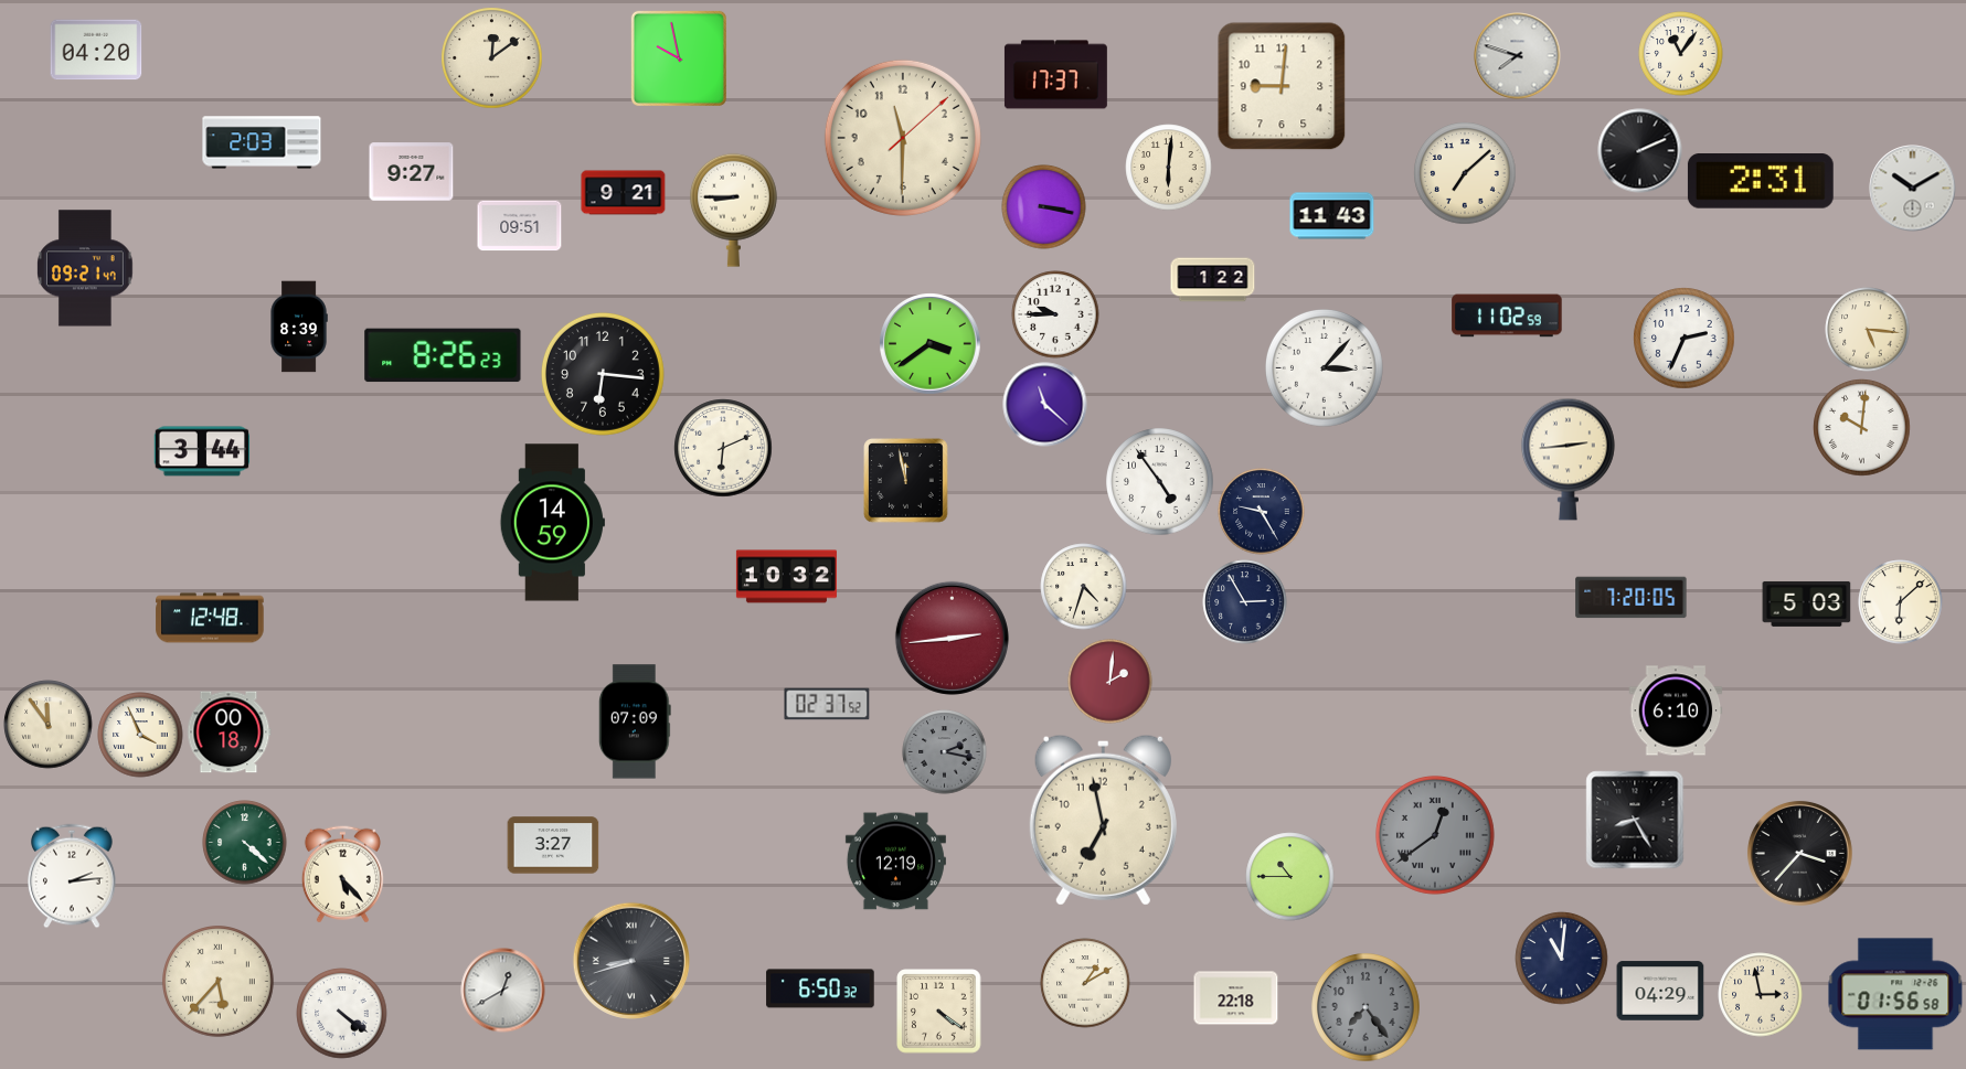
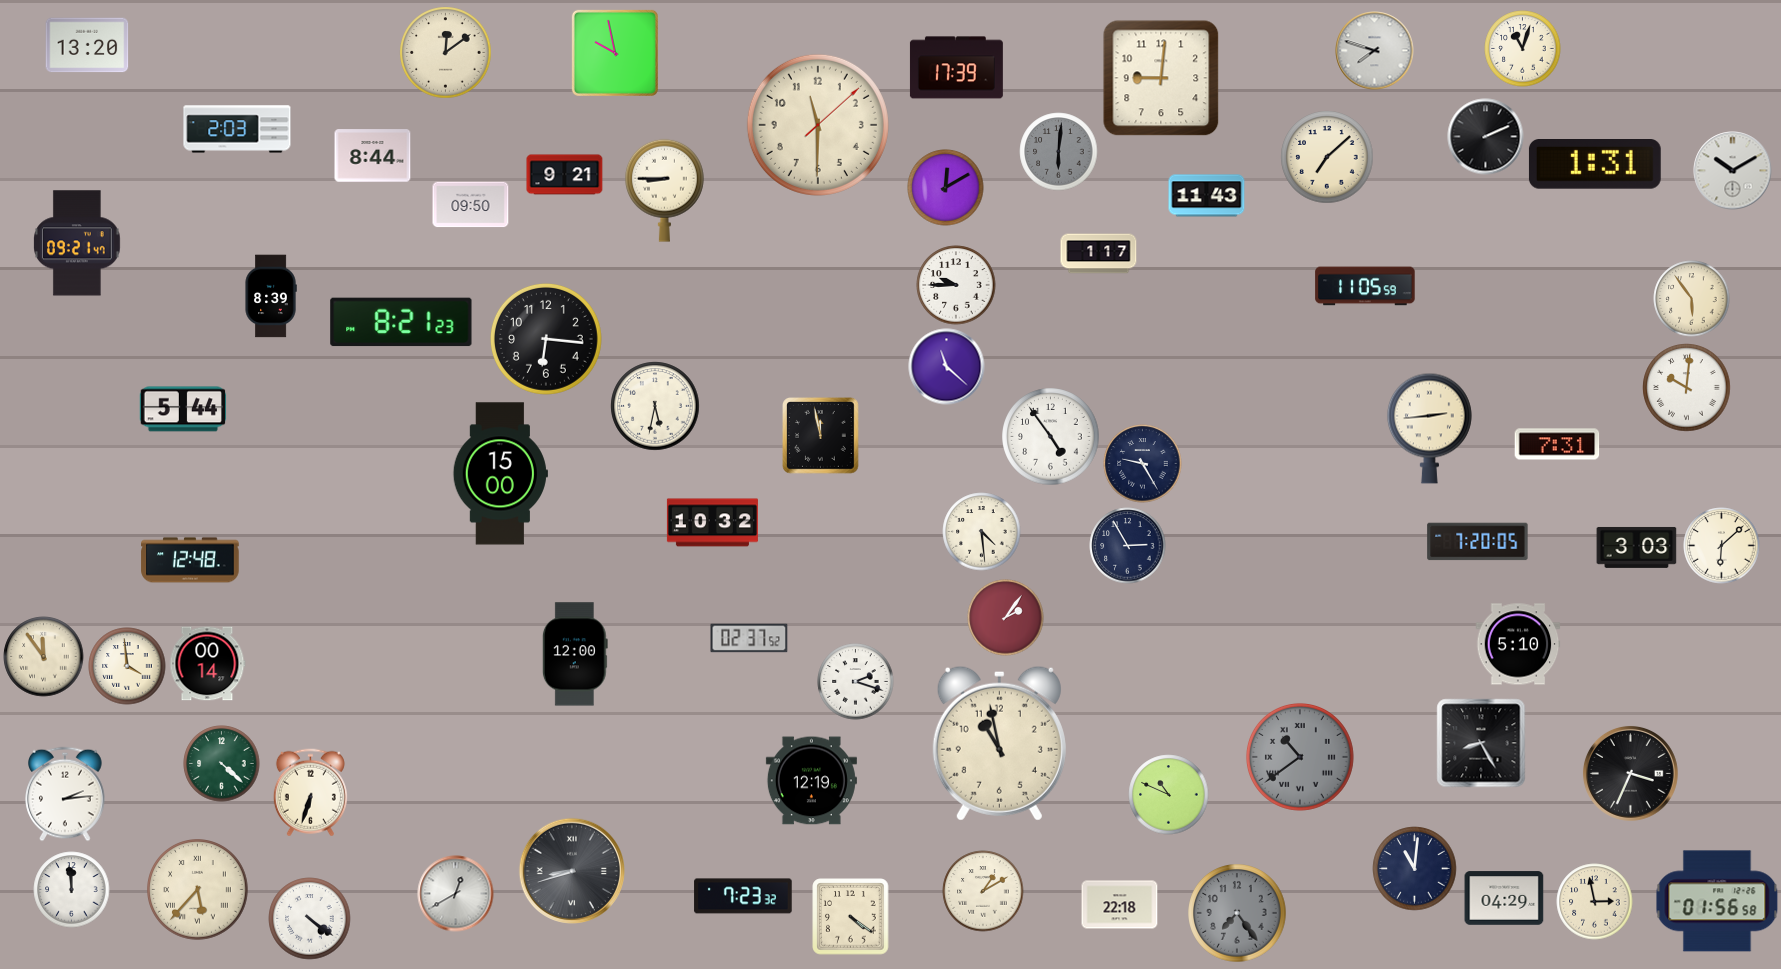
clock at (96, 50): 04:20 -> 13:20
clock at (1681, 54): 11:06 -> 11:03
clock at (1055, 75): 17:37 -> 17:39
clock at (1169, 168) dial: cream -> grey
clock at (412, 172): 9:27 -> 8:44
clock at (1761, 182): 2:31 -> 1:31
clock at (1044, 207): 3:17 -> 12:10
clock at (520, 226): 09:51 -> 09:50
clock at (1213, 280): 1:22 -> 1:17
clock at (1507, 316): 11:02 -> 11:05
clock at (1868, 330): 5:16 -> 5:54
clock at (1685, 339): 2:34 -> none
clock at (931, 344): 3:39 -> none
clock at (443, 355): 8:26 -> 8:21
clock at (1325, 368): 3:07 -> none
clock at (723, 448): 6:11 -> 5:32
clock at (202, 451): 3:44 -> 5:44
clock at (1568, 459) position: (1568, 459) -> (1429, 428)
clock at (1557, 444): none -> 7:31
clock at (552, 523): 14:59 -> 15:00
clock at (1084, 587): 4:33 -> 4:29
clock at (1807, 603): 5:03 -> 3:03
clock at (952, 638): 2:44 -> none
clock at (1110, 682): 2:01 -> 2:06
clock at (1676, 710): 6:10 -> 5:10
clock at (635, 721): 07:09 -> 12:00
clock at (230, 733): 00:18 -> 00:14
clock at (140, 735): 3:56 -> 3:59
clock at (945, 752): 2:17 -> 2:18
clock at (945, 752) dial: grey -> white
clock at (1103, 820): 6:58 -> 10:58
clock at (1435, 835): 12:39 -> 10:39
clock at (553, 845): 3:27 -> none
clock at (1799, 853): 3:37 -> 3:34
clock at (342, 875): 5:23 -> 6:33
clock at (1290, 877): 10:45 -> 10:49
clock at (72, 890): none -> 11:59
clock at (820, 988): 6:50 -> 7:23
clock at (503, 991) position: (503, 991) -> (456, 894)
